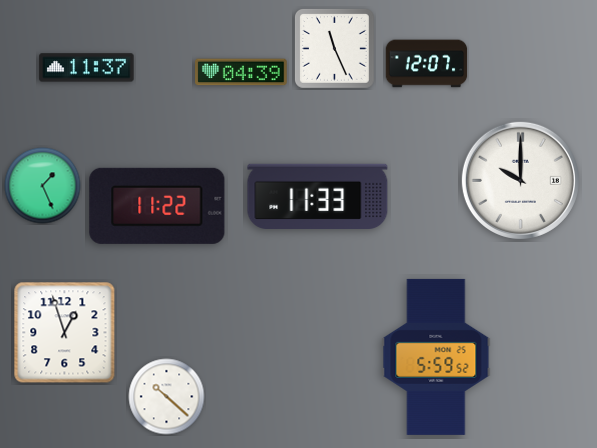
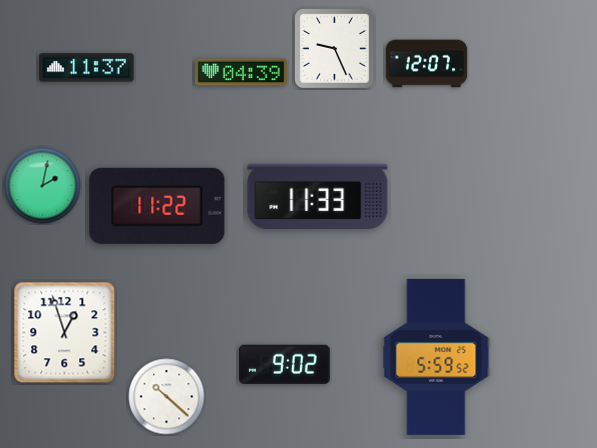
clock at (335, 49): 11:26 -> 9:26
clock at (520, 180): 10:00 -> none
clock at (43, 186): 1:26 -> 2:02
clock at (284, 364): none -> 9:02
